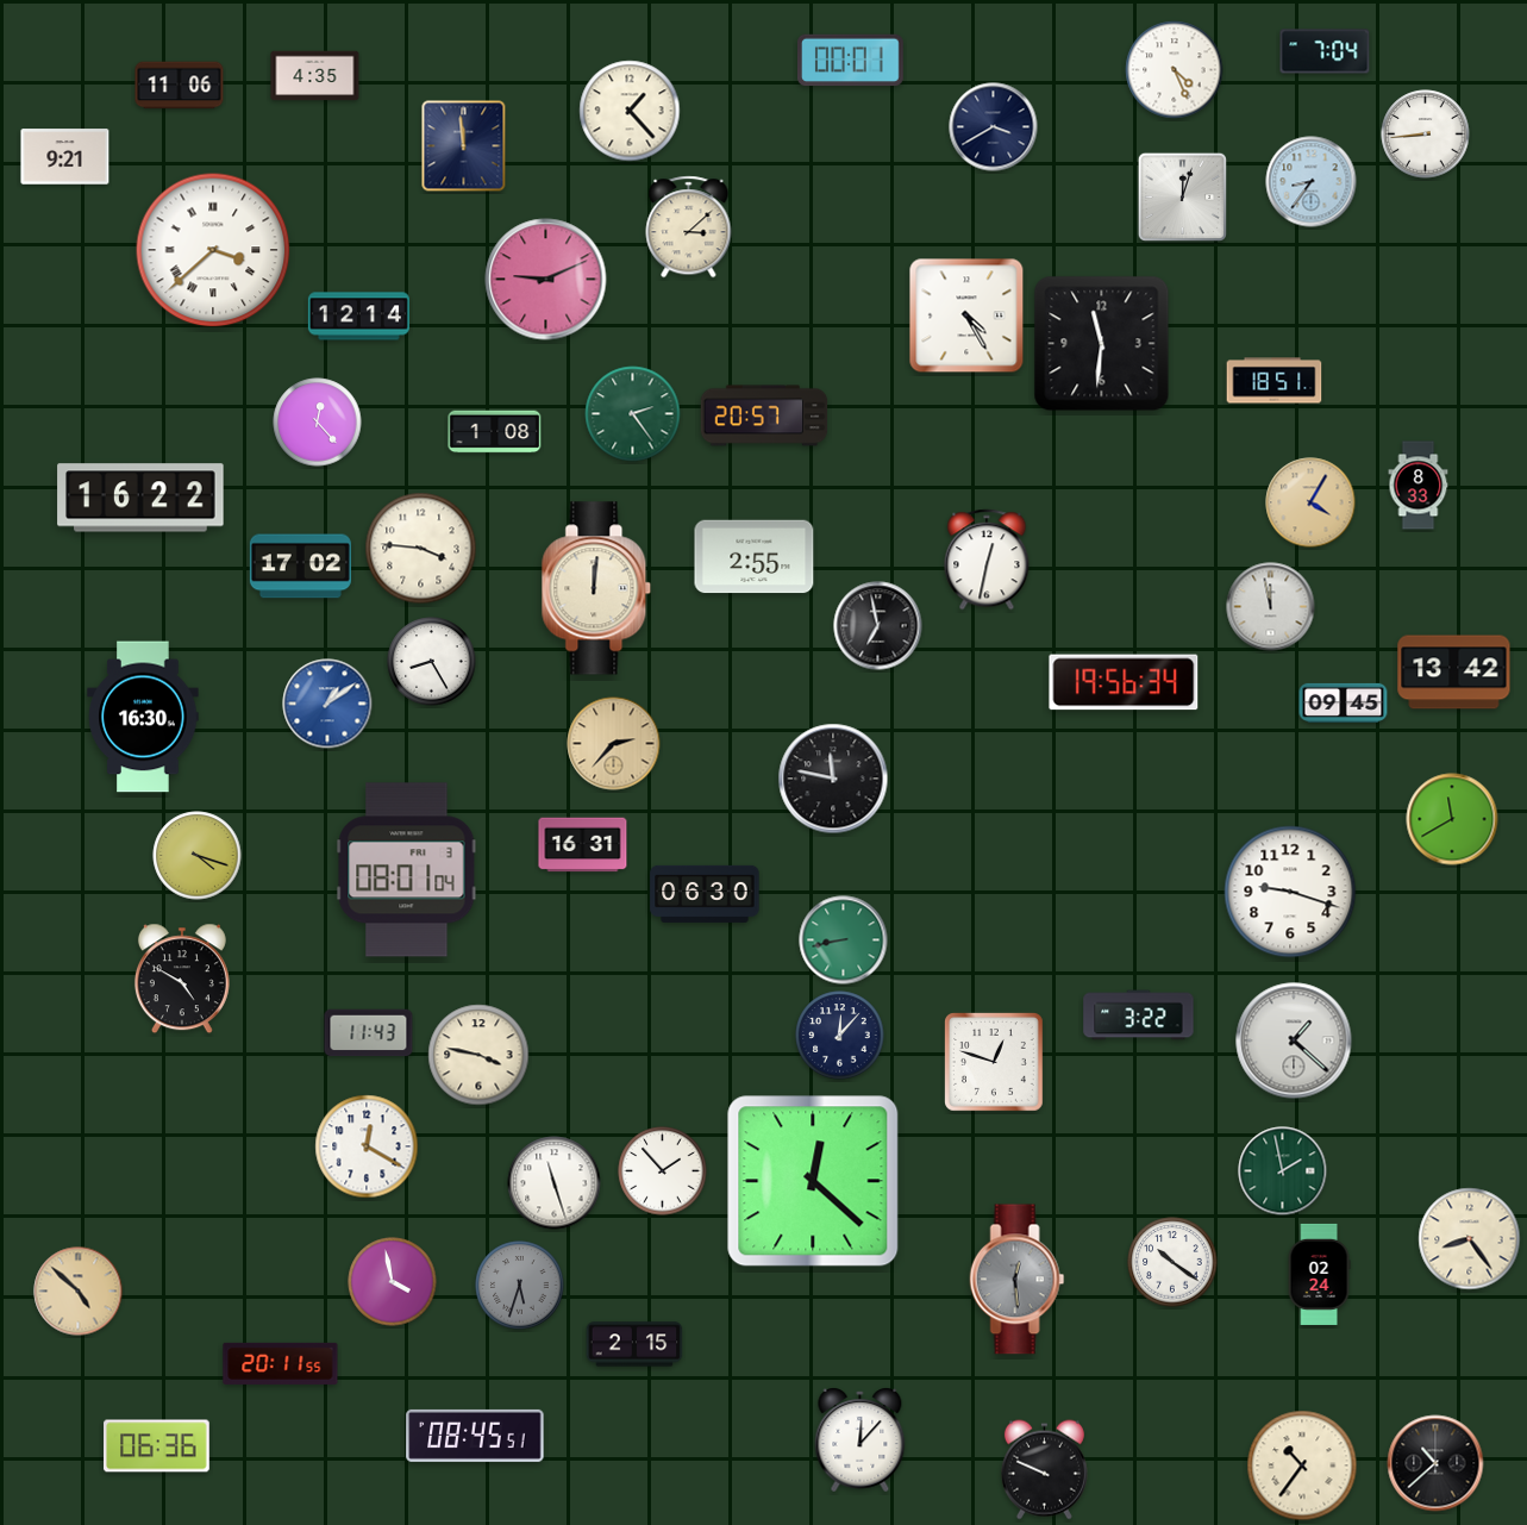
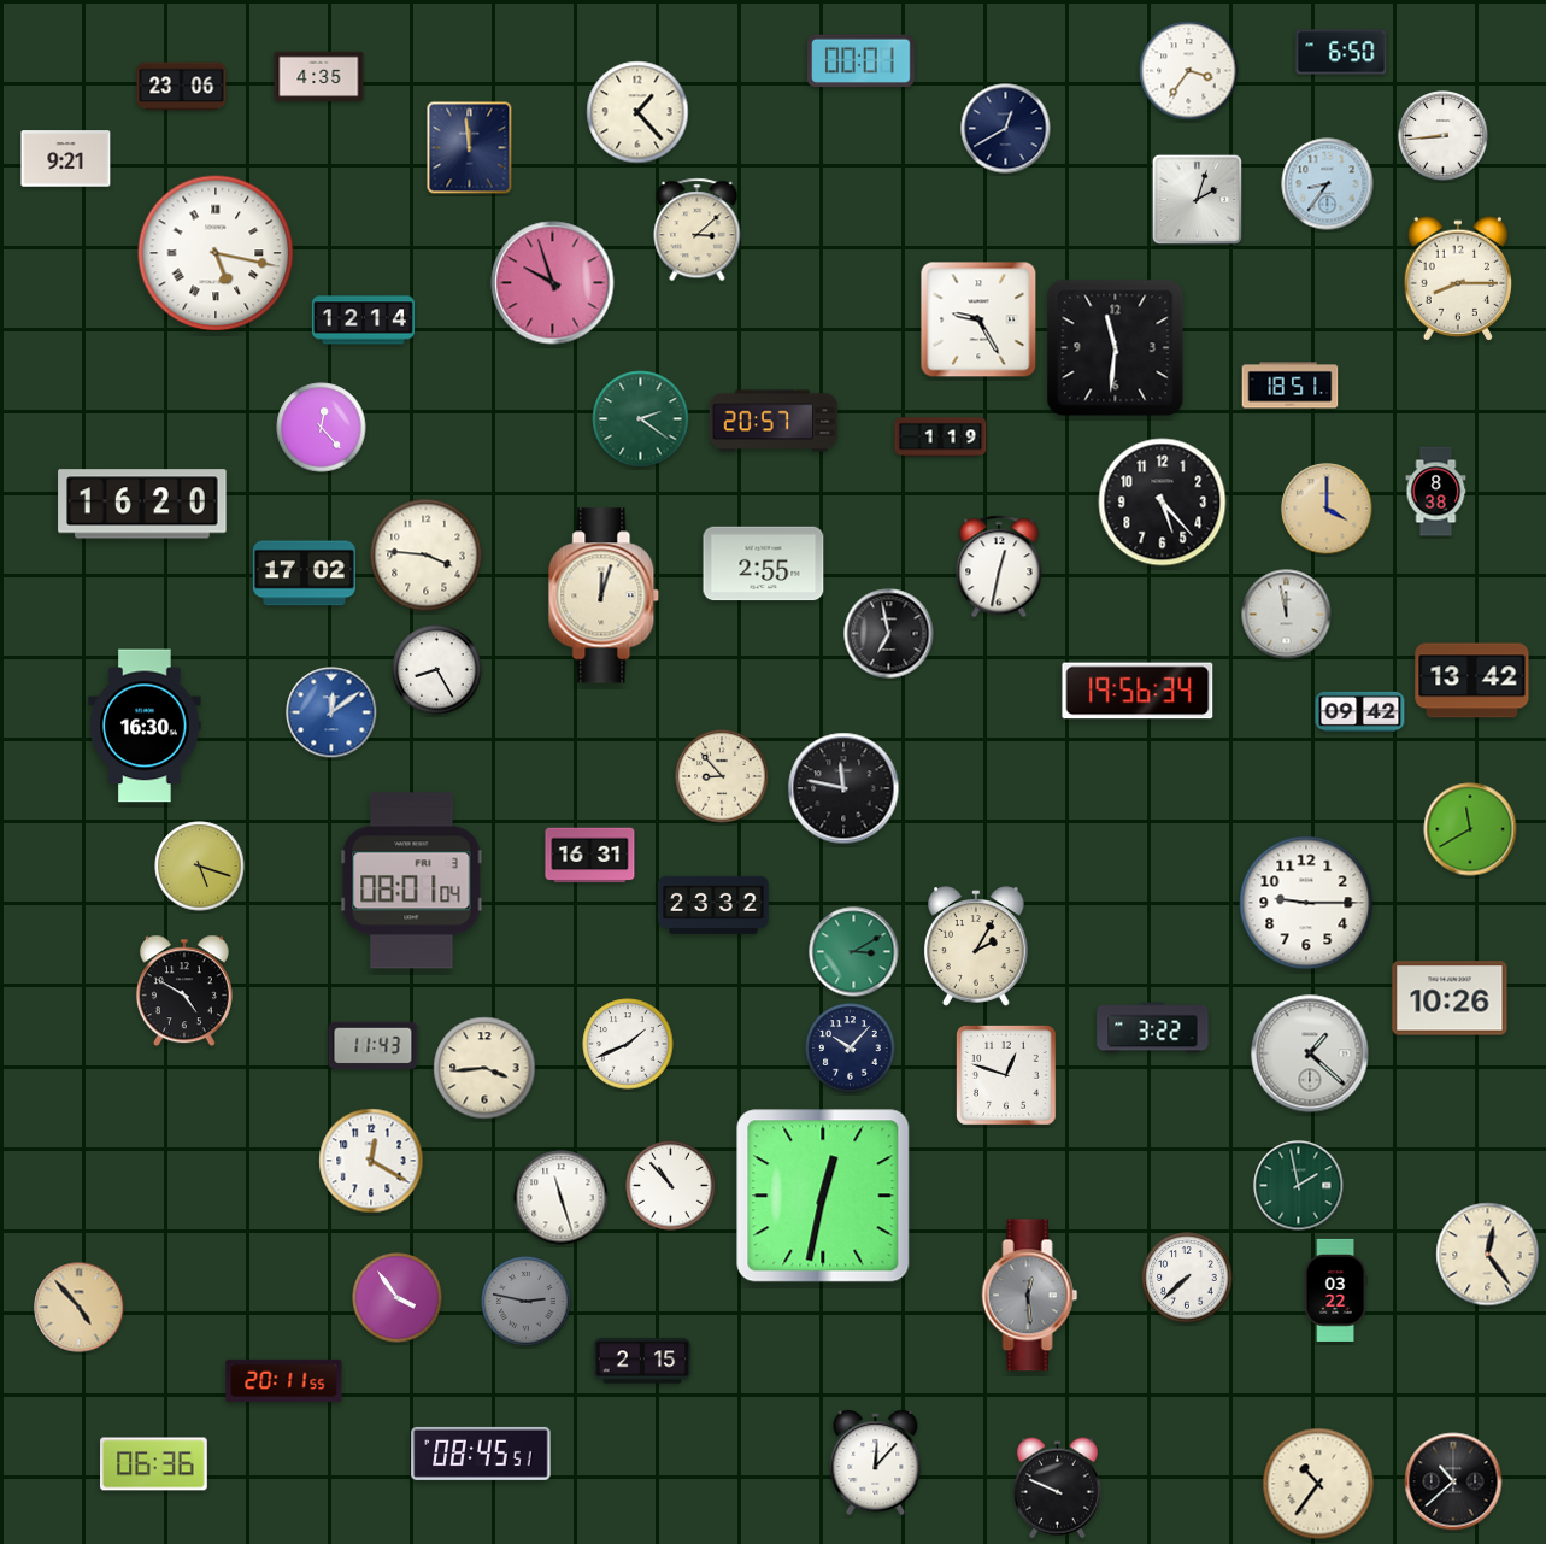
clock at (1325, 51): 7:04 -> 6:50
clock at (1175, 70): 4:26 -> 3:36
clock at (180, 86): 11:06 -> 23:06
clock at (994, 127): 3:40 -> 12:40
clock at (1182, 196): 12:03 -> 2:03
clock at (213, 250): 3:38 -> 5:17
clock at (1457, 278): none -> 8:15
clock at (546, 280): 9:11 -> 9:57
clock at (966, 315): 4:25 -> 9:25
clock at (633, 414): 2:24 -> 2:21
clock at (495, 432): 1:08 -> none
clock at (941, 438): none -> 1:19
clock at (1419, 486): 8:33 -> 8:38
clock at (1163, 503): none -> 5:23
clock at (140, 498): 16:22 -> 16:20
clock at (1310, 502): 4:05 -> 4:00
clock at (596, 588): 12:01 -> 12:03
clock at (1344, 702): 09:45 -> 09:42
clock at (327, 704): 1:09 -> 12:09
clock at (614, 744): 2:37 -> none
clock at (722, 776): none -> 8:53
clock at (198, 856): 4:18 -> 5:18
clock at (1290, 892): 9:18 -> 9:15
clock at (705, 894): 06:30 -> 23:32
clock at (976, 946): none -> 2:05
clock at (844, 940): 8:43 -> 3:10
clock at (1450, 998): none -> 10:26
clock at (628, 1044): none -> 1:41
clock at (840, 1036): 12:07 -> 10:07
clock at (478, 1055): 3:47 -> 3:44
clock at (663, 1171): 1:53 -> 10:53
clock at (813, 1181): 12:22 -> 12:32
clock at (1470, 1239): 8:24 -> 12:24
clock at (1172, 1262): 10:21 -> 7:38
clock at (1319, 1274): 02:24 -> 03:22
clock at (393, 1282): 3:58 -> 3:54
clock at (520, 1286): 5:33 -> 2:47
clock at (79, 1292): 4:52 -> 4:53
clock at (860, 1440) position: (860, 1440) -> (876, 1463)
clock at (157, 1446) position: (157, 1446) -> (154, 1464)
